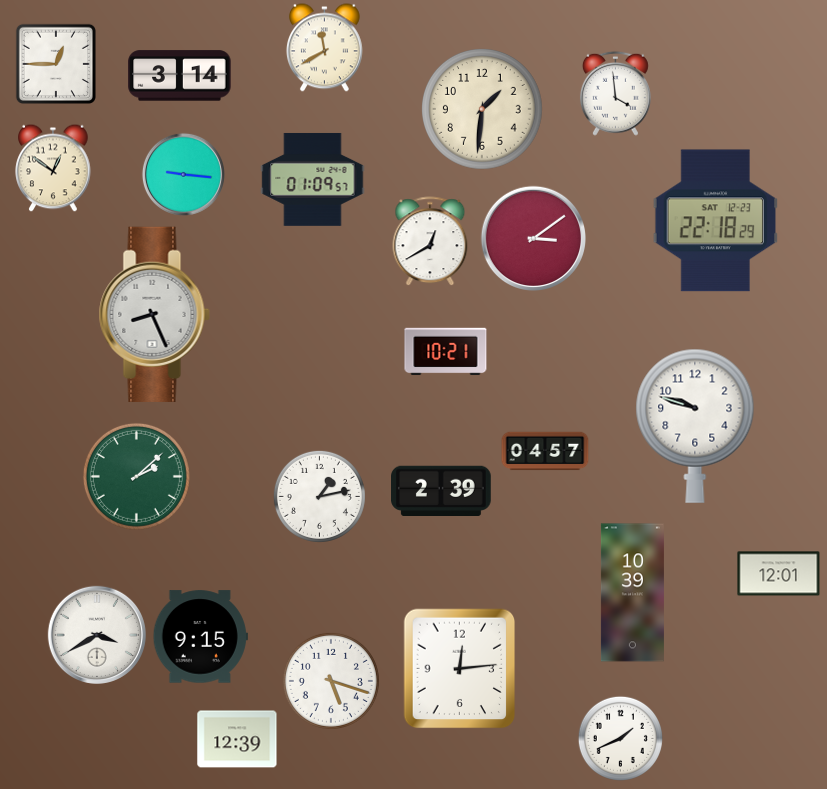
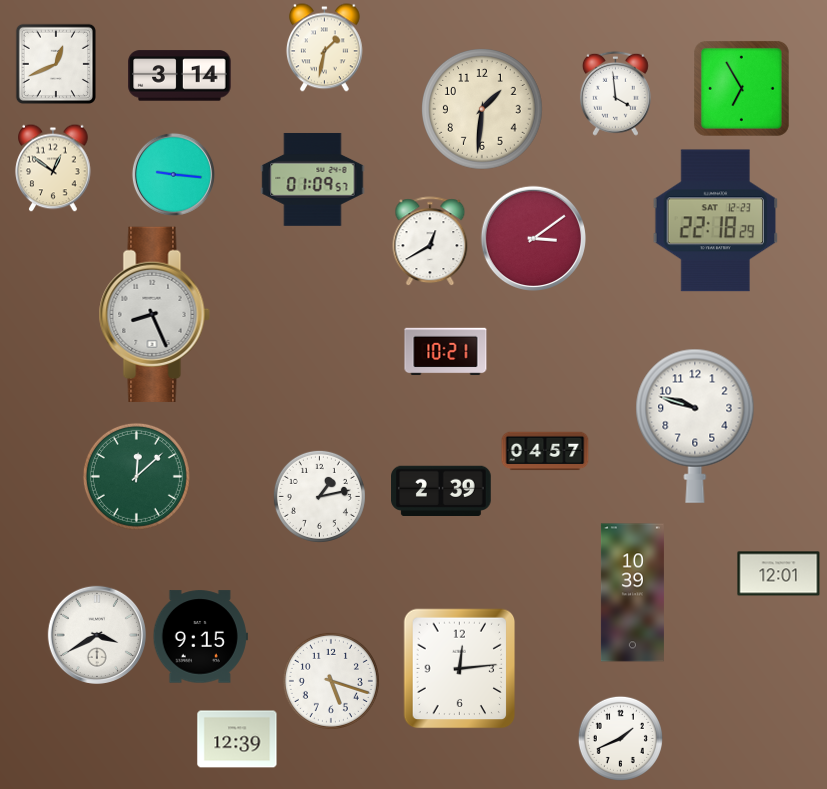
clock at (324, 48): 11:40 -> 1:32
clock at (56, 64): 12:45 -> 12:41
clock at (741, 88): none -> 6:55
clock at (183, 174) position: (183, 174) -> (173, 174)
clock at (136, 476): 2:08 -> 12:08
